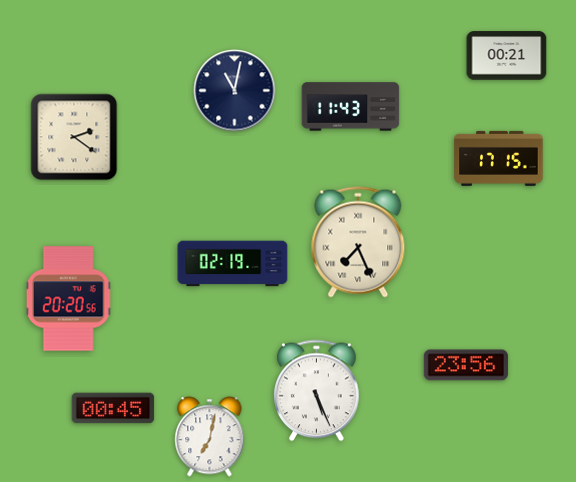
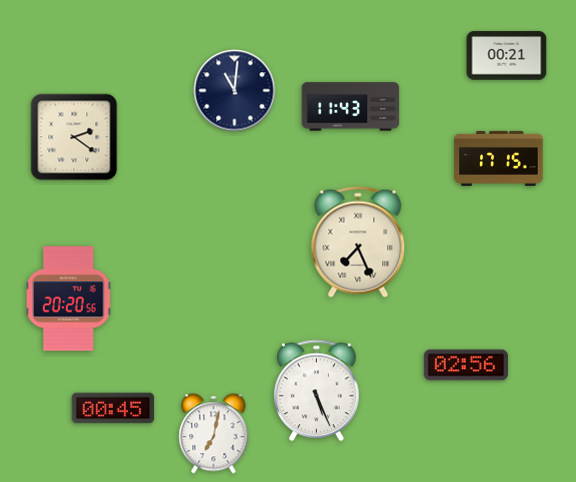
clock at (235, 91): 11:02 -> 11:01
clock at (233, 264): 02:19 -> none
clock at (466, 365): 23:56 -> 02:56
clock at (210, 437) position: (210, 437) -> (214, 434)
